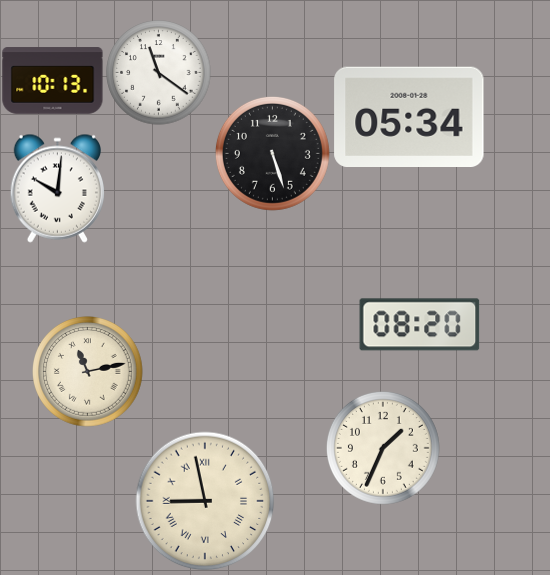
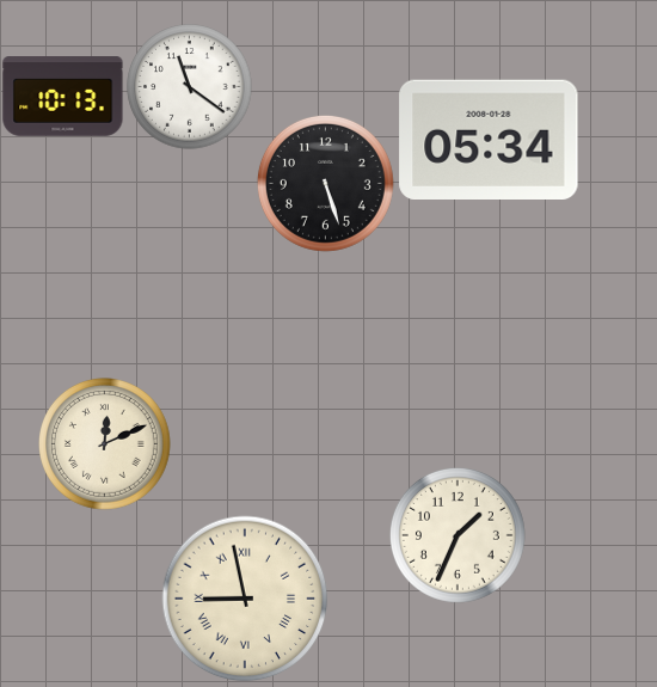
clock at (57, 188): 10:01 -> none
clock at (420, 325): 08:20 -> none
clock at (88, 372): 11:13 -> 12:11
